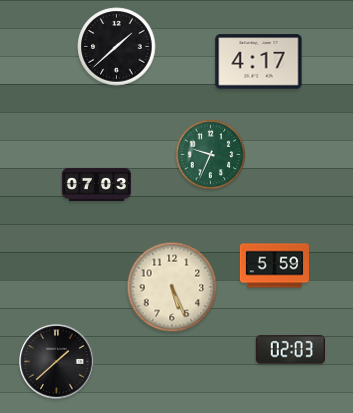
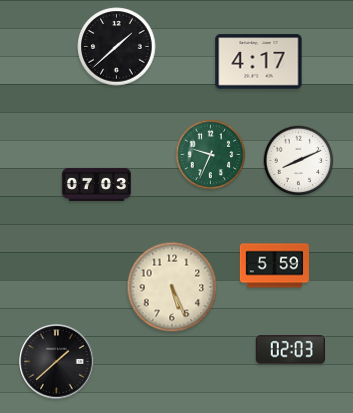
clock at (299, 161): none -> 8:11
